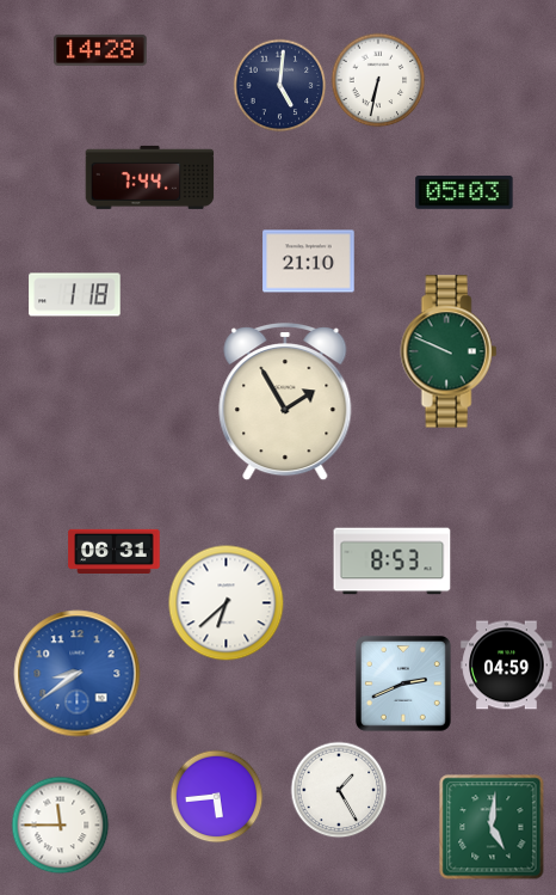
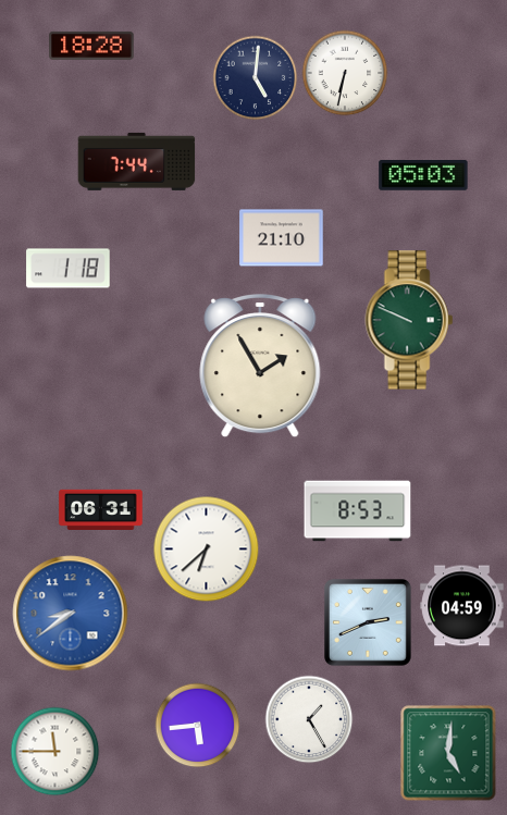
clock at (100, 50): 14:28 -> 18:28
clock at (115, 551) position: (115, 551) -> (101, 509)
